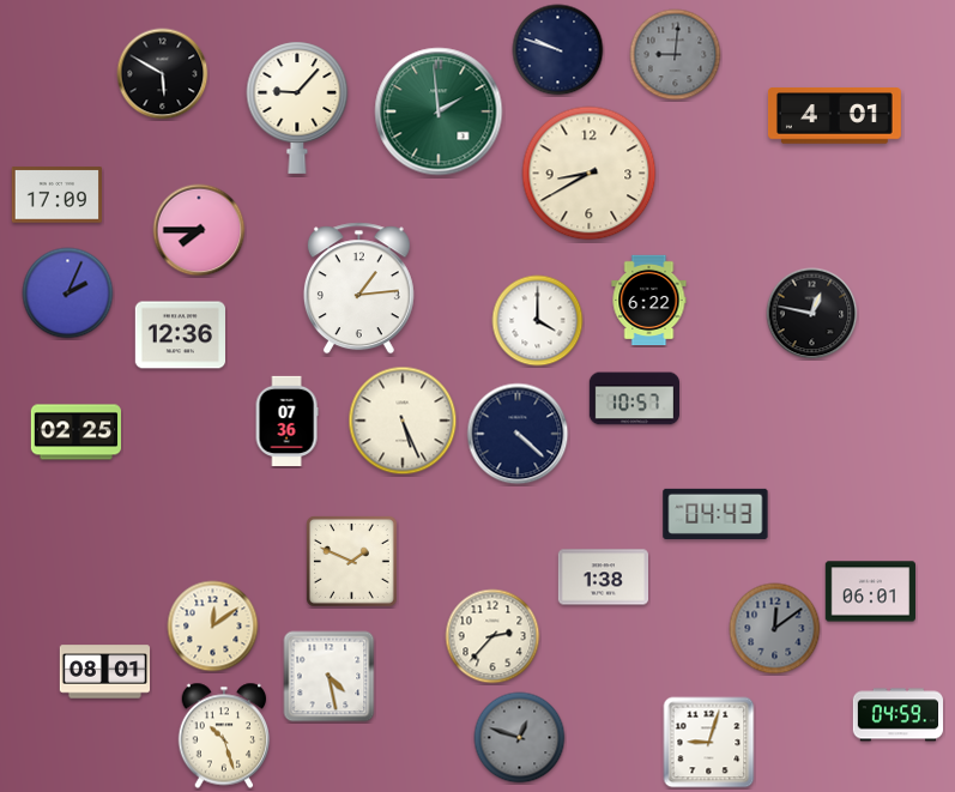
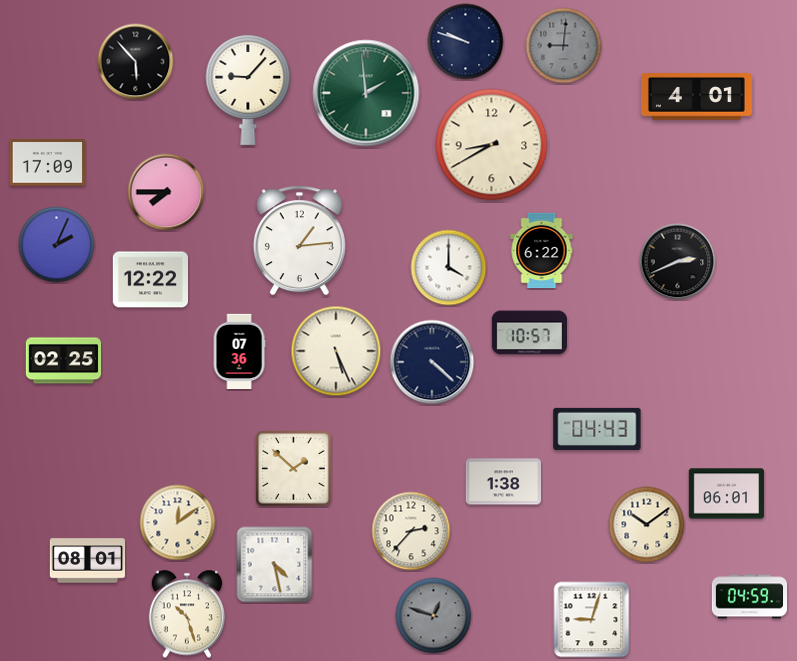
clock at (163, 74): 5:50 -> 5:53
clock at (812, 314): 12:47 -> 2:41
clock at (180, 335): 12:36 -> 12:22
clock at (352, 562): 1:49 -> 1:52
clock at (775, 629): 12:09 -> 10:09
clock at (775, 629) dial: grey -> cream
